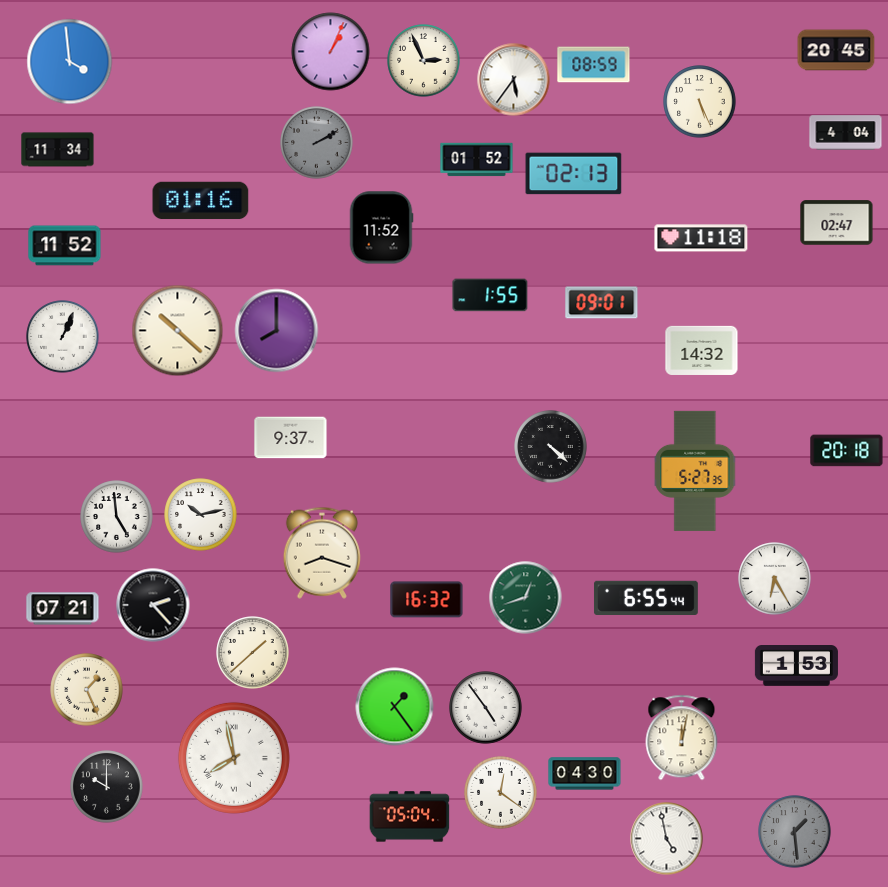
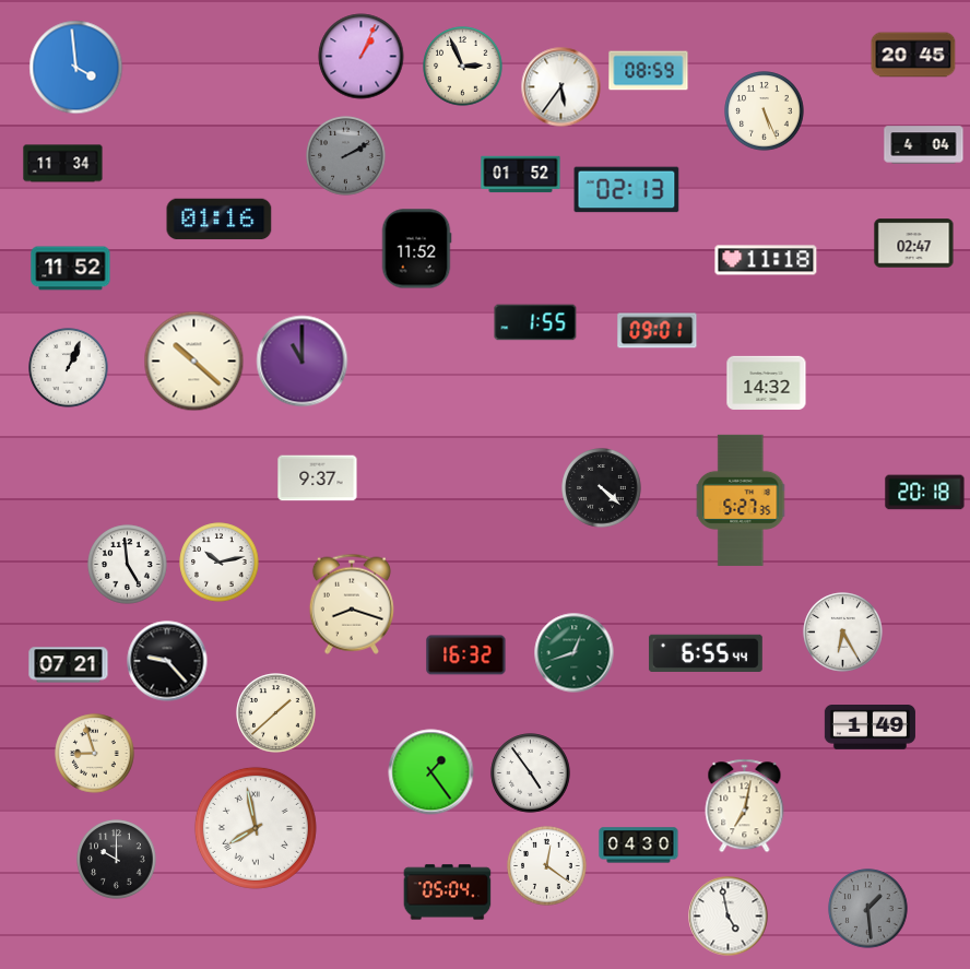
clock at (277, 331): 8:00 -> 11:00
clock at (696, 471) position: (696, 471) -> (742, 500)
clock at (775, 579) position: (775, 579) -> (843, 633)
clock at (153, 605): 2:23 -> 9:23
clock at (796, 666): 1:53 -> 1:49
clock at (87, 690): 1:26 -> 8:57
clock at (682, 738): 12:02 -> 7:02
